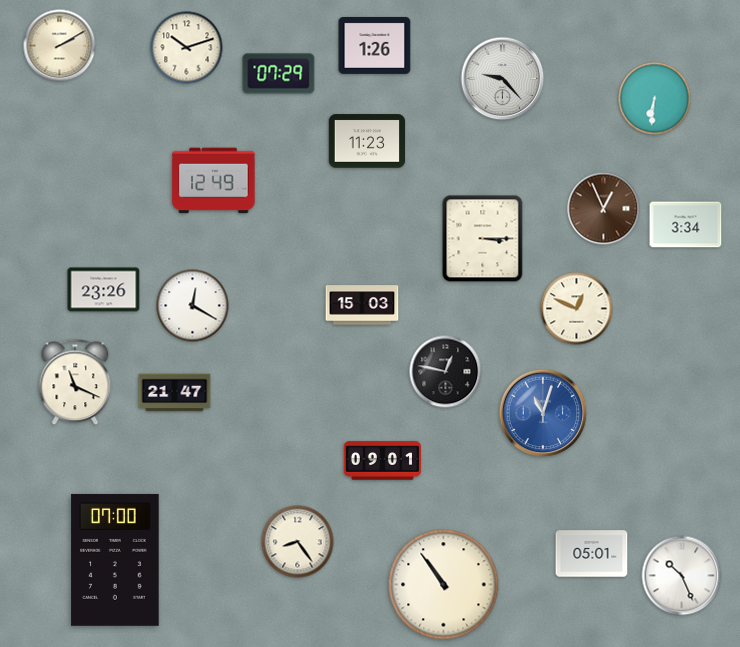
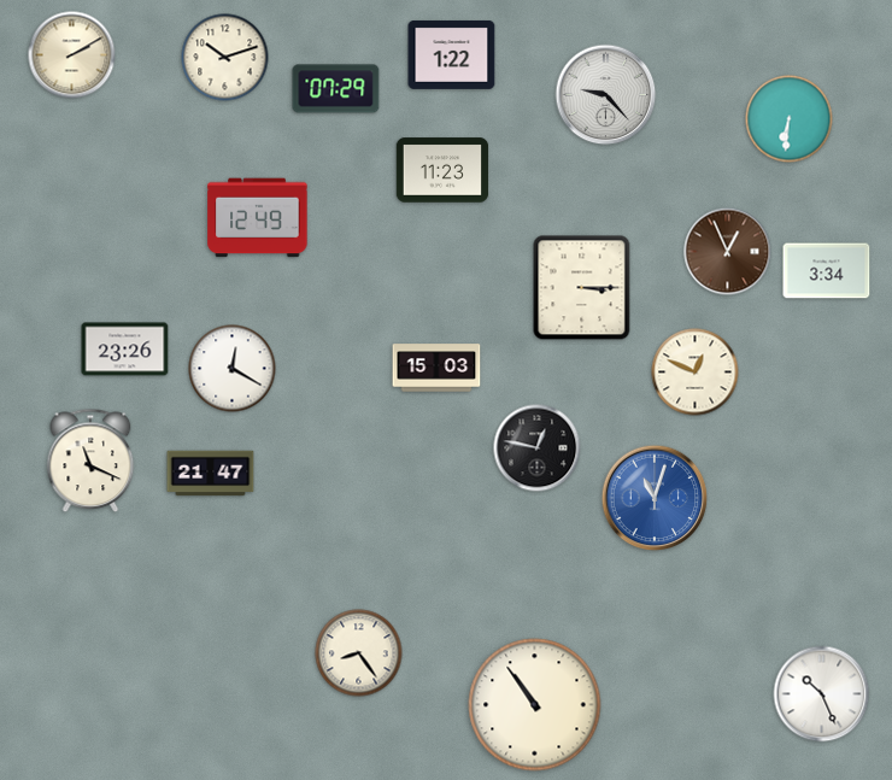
clock at (375, 45): 1:26 -> 1:22
clock at (382, 461): 09:01 -> none
clock at (592, 554): 05:01 -> none
clock at (115, 560): 07:00 -> none
